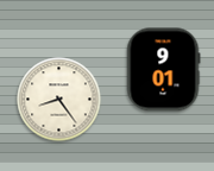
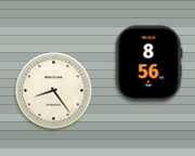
clock at (163, 70): 9:01 -> 8:56
